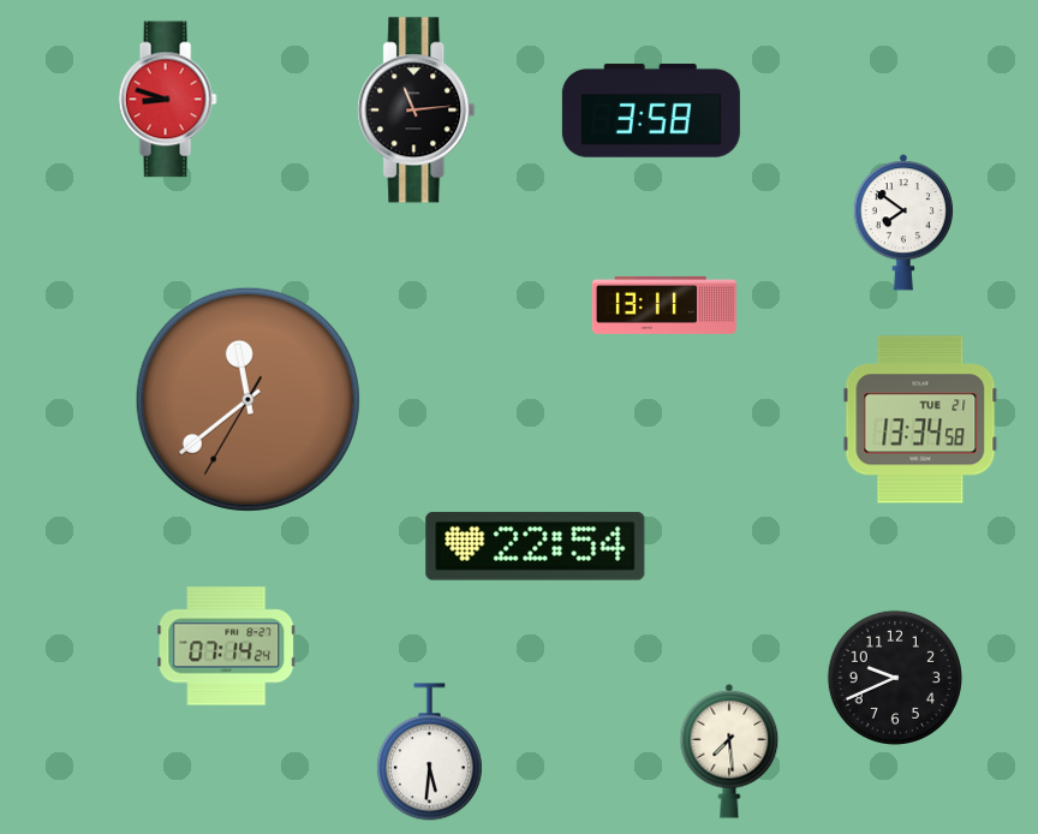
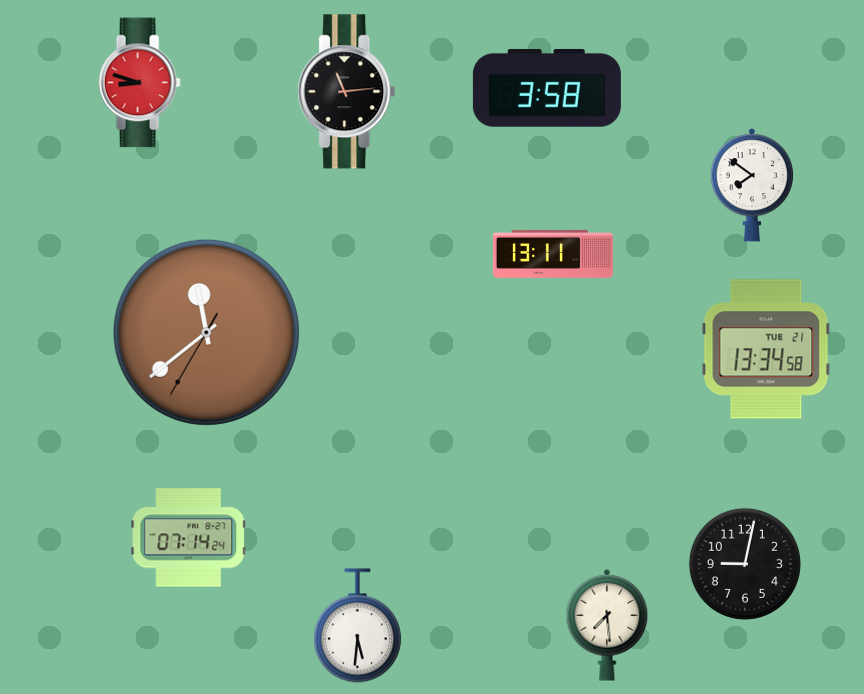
clock at (651, 111) position: (651, 111) -> (547, 88)
clock at (536, 547): 22:54 -> none
clock at (895, 678): 9:41 -> 9:02
